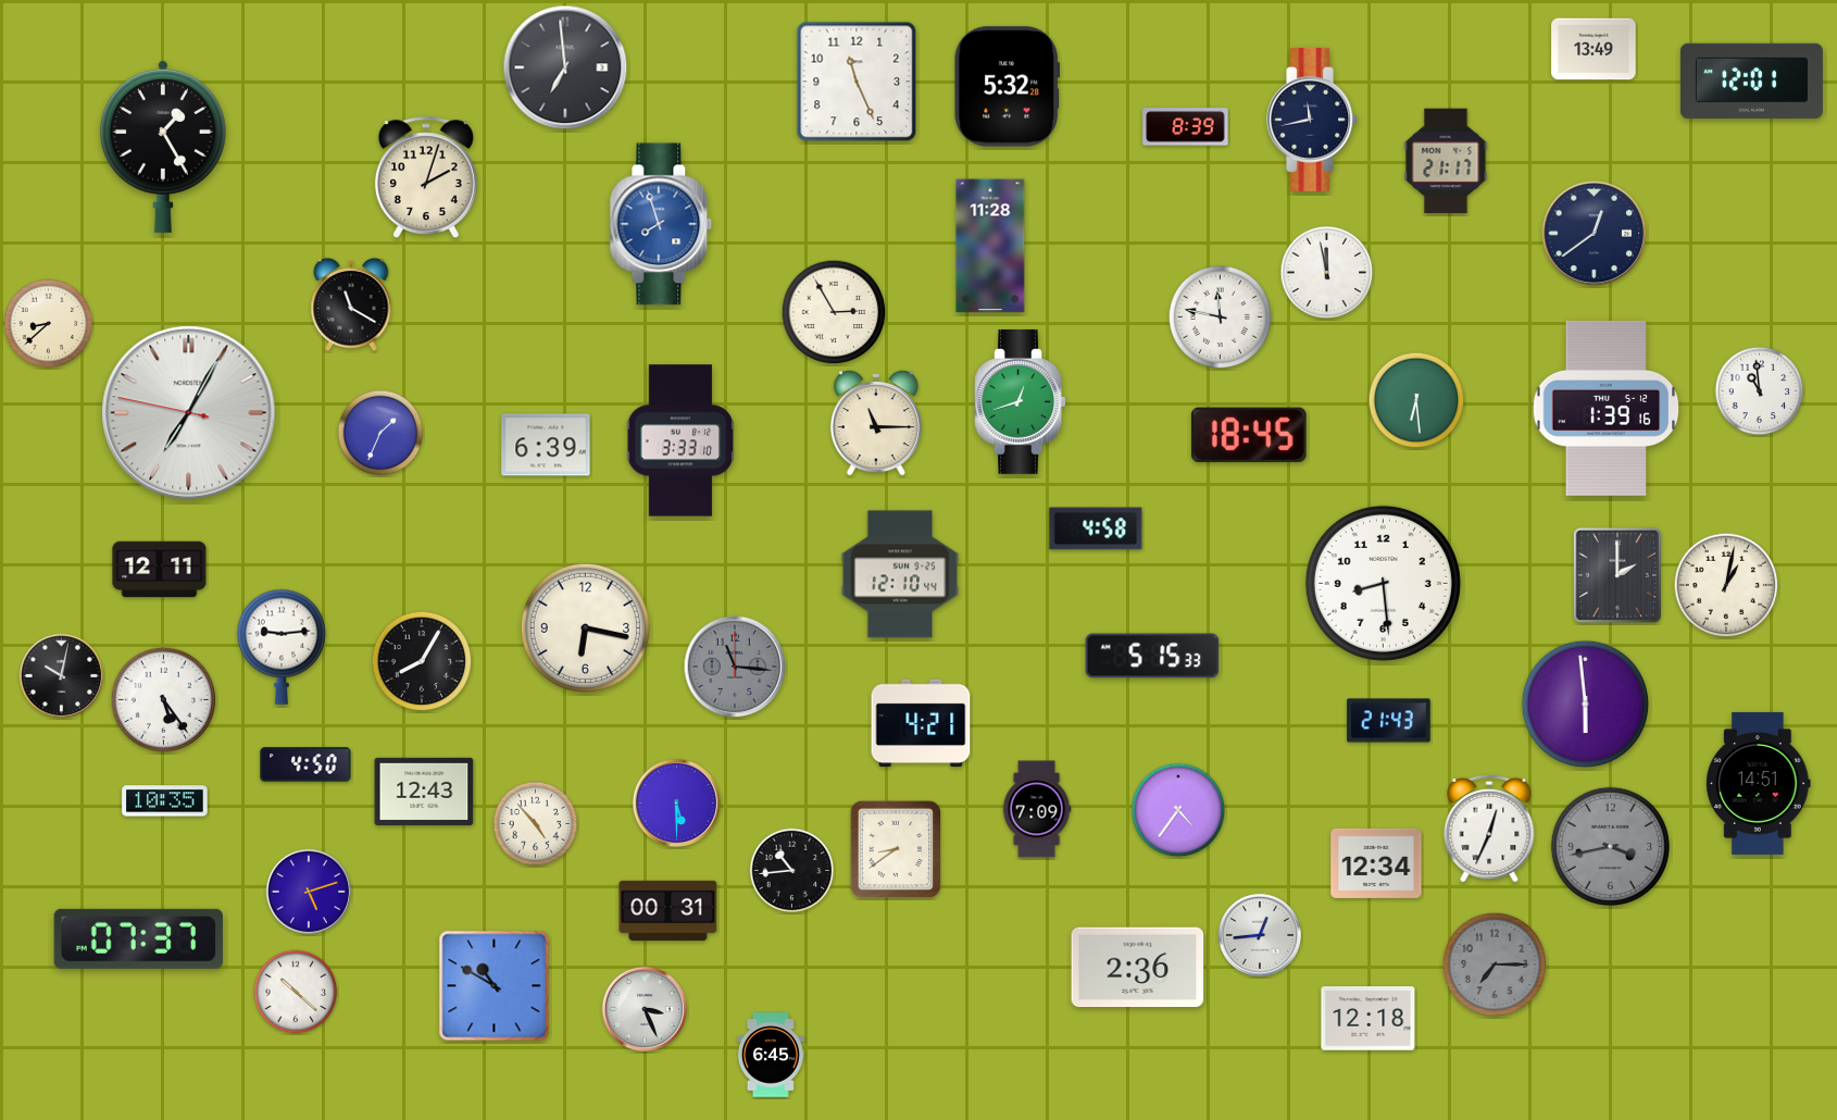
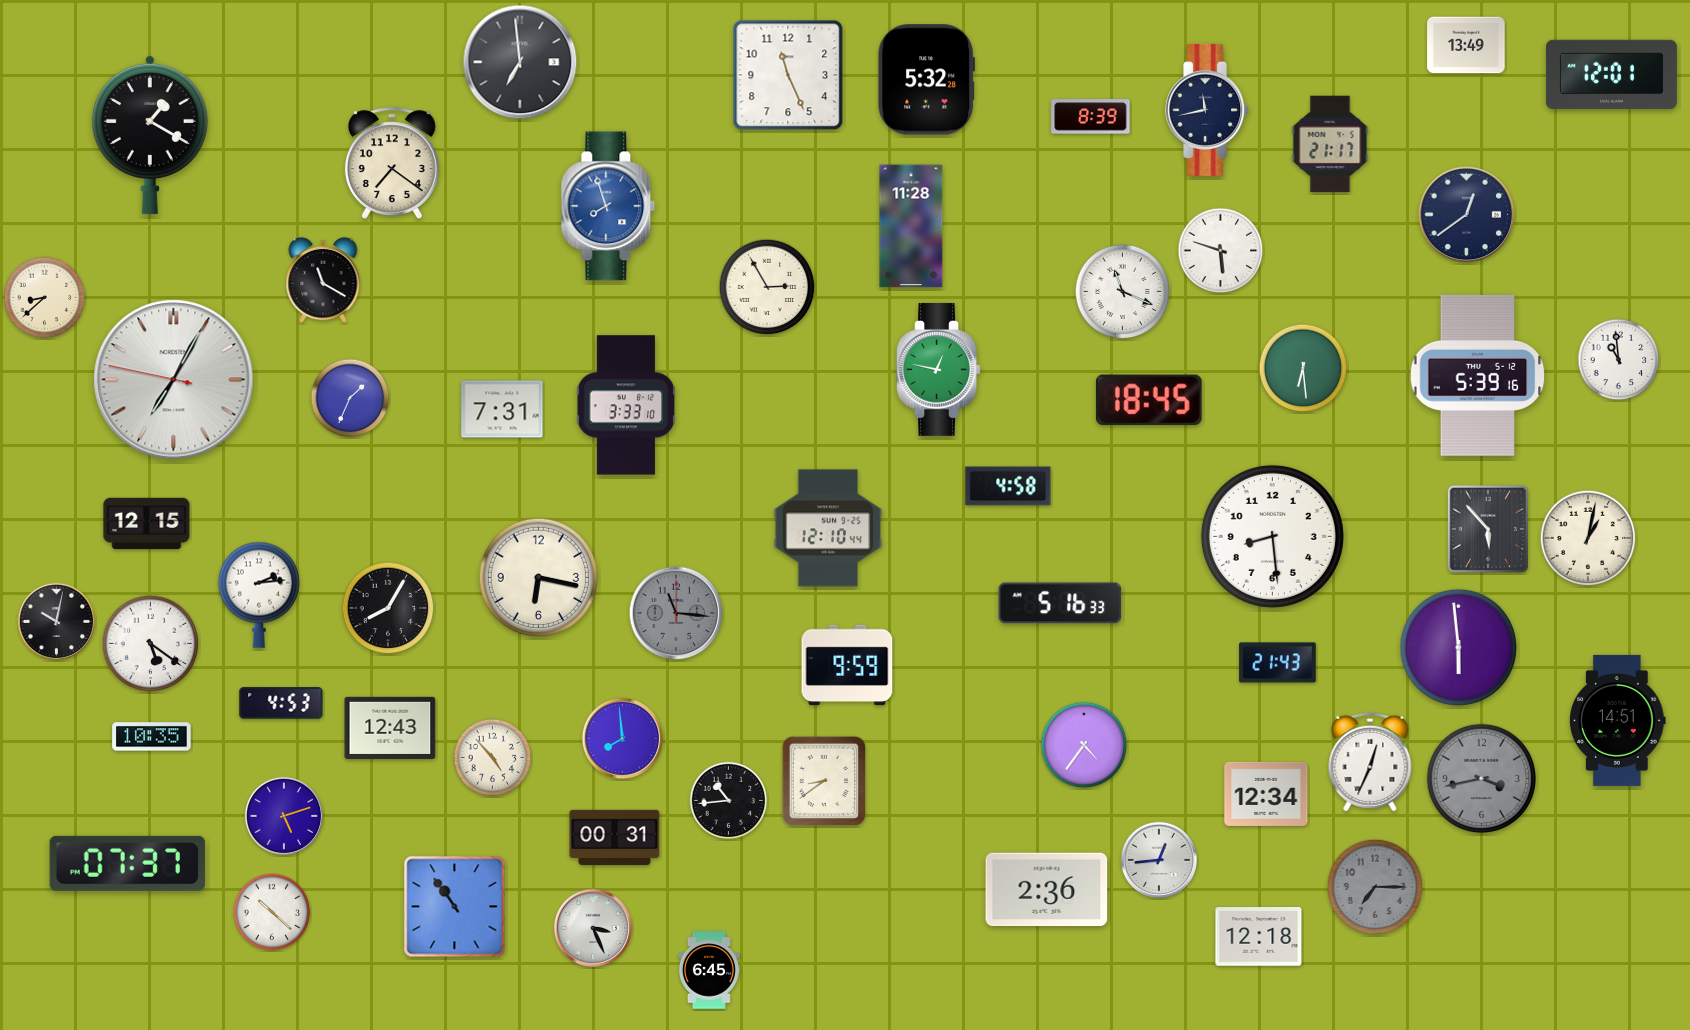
clock at (163, 146): 1:25 -> 1:20
clock at (1446, 161) position: (1446, 161) -> (1330, 144)
clock at (426, 177): 2:03 -> 7:21
clock at (1327, 273): 11:58 -> 5:48
clock at (1221, 318): 11:47 -> 11:19
clock at (1020, 401): 12:42 -> 12:47
clock at (1607, 408): 1:39 -> 5:39
clock at (876, 424): 11:15 -> none
clock at (546, 445): 6:39 -> 7:31
clock at (160, 570): 12:11 -> 12:15
clock at (1617, 575): 2:00 -> 5:53
clock at (280, 647): 9:14 -> 2:14
clock at (1152, 656): 5:15 -> 5:16
clock at (164, 700): 5:24 -> 5:21
clock at (921, 723): 4:21 -> 9:59
clock at (305, 764): 4:50 -> 4:53
clock at (677, 804): 5:30 -> 7:59
clock at (1037, 809): 7:09 -> none
clock at (308, 891) position: (308, 891) -> (283, 815)
clock at (495, 986): 10:50 -> 10:54
